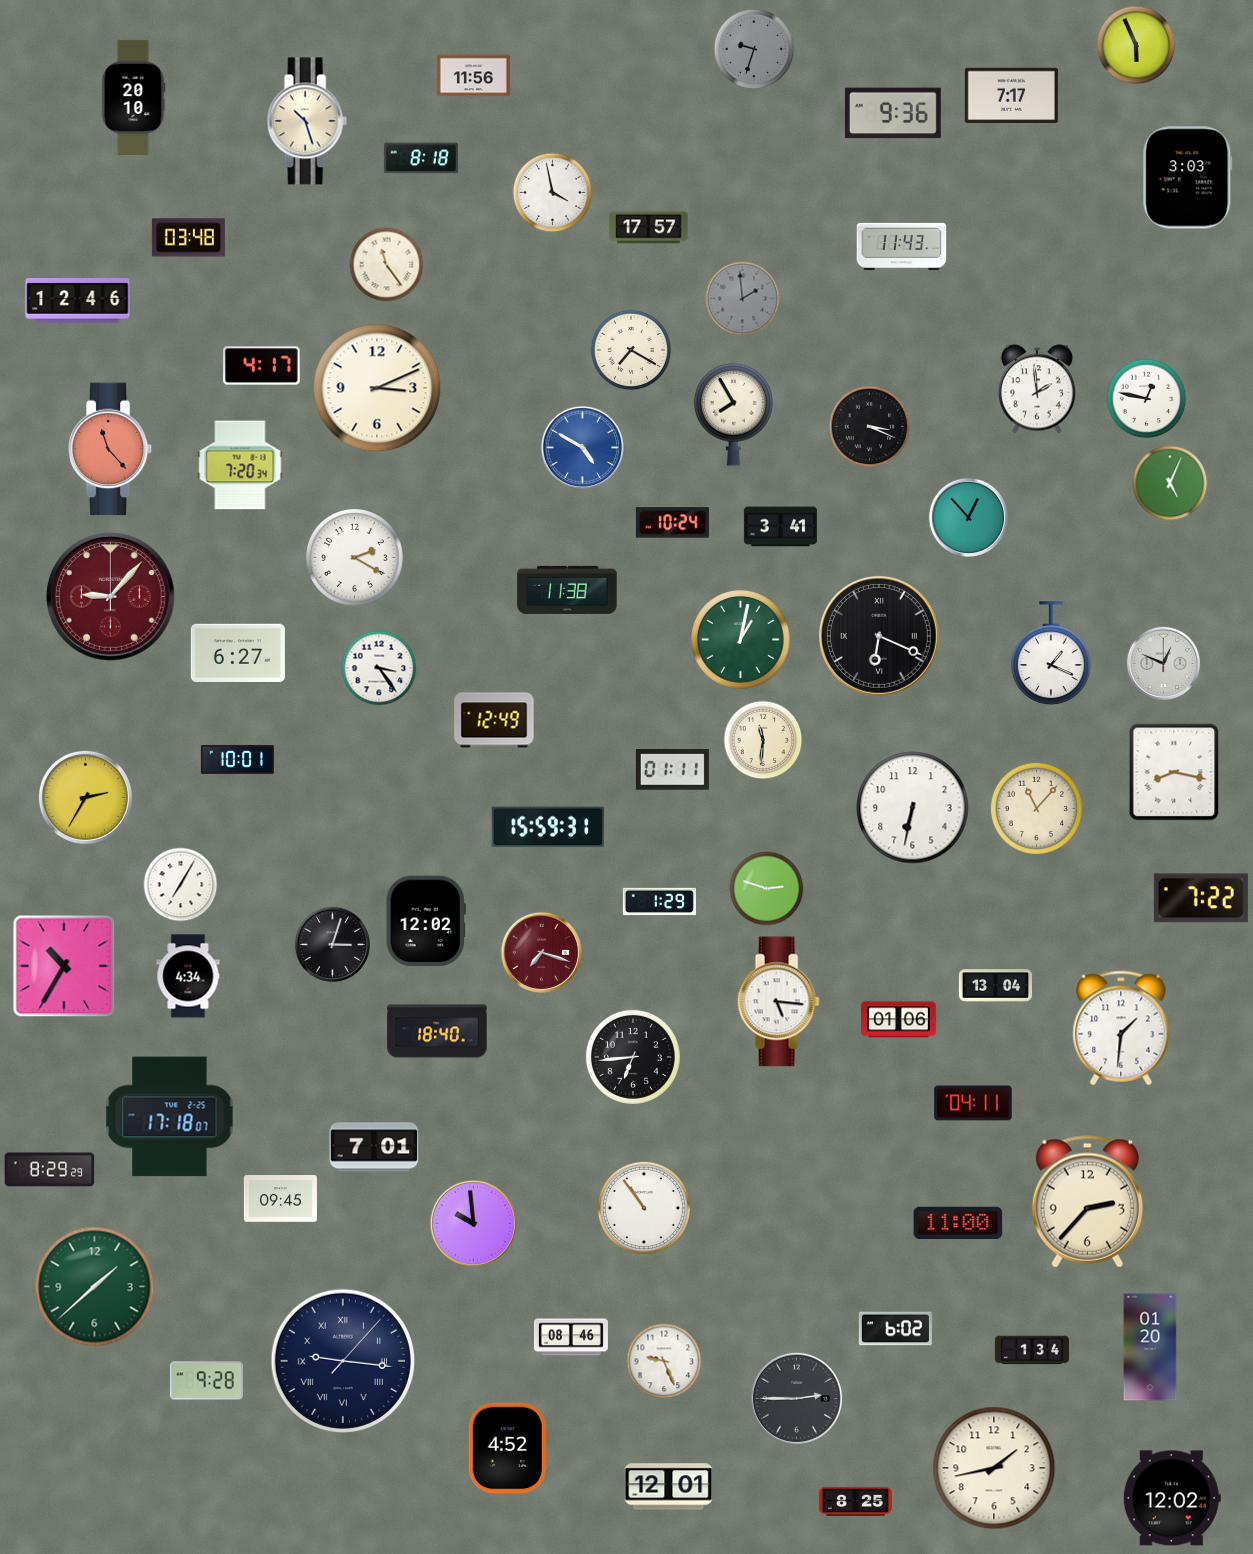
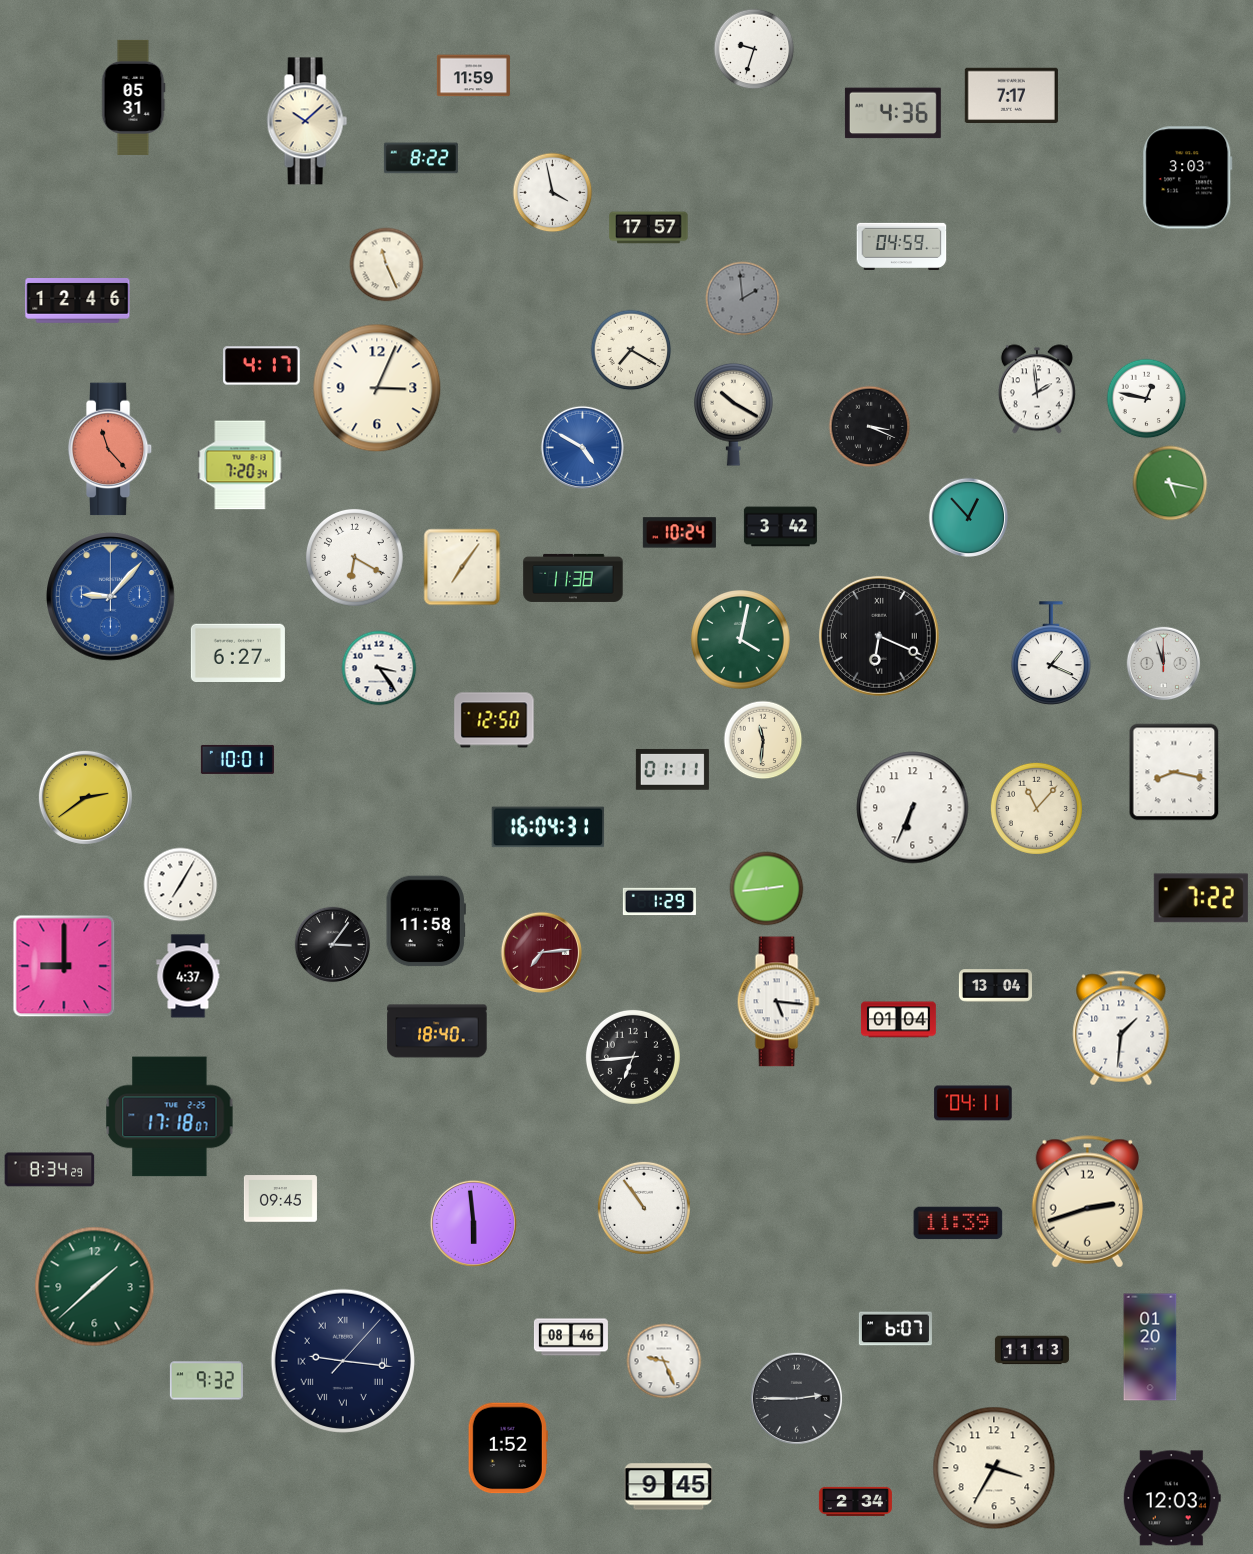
clock at (1136, 45): 5:56 -> none
clock at (754, 49) dial: grey -> white
clock at (473, 76): 11:56 -> 11:59
clock at (133, 97): 20:10 -> 05:31
clock at (893, 113): 9:36 -> 4:36
clock at (307, 121): 10:27 -> 10:08
clock at (421, 158): 8:18 -> 8:22
clock at (188, 238): 03:48 -> none
clock at (902, 246): 11:43 -> 04:59
clock at (387, 265): 11:24 -> 11:26
clock at (377, 388): 3:11 -> 3:04
clock at (734, 414): 7:55 -> 10:20
clock at (1170, 483): 5:04 -> 5:17
clock at (672, 523) position: (672, 523) -> (679, 533)
clock at (780, 527): 3:41 -> 3:42
clock at (355, 558): 2:20 -> 6:20
clock at (462, 567): none -> 7:06
clock at (567, 590) position: (567, 590) -> (573, 578)
clock at (111, 597) dial: burgundy -> blue
clock at (741, 640): 1:02 -> 4:02
clock at (1164, 664): 12:49 -> 11:57
clock at (494, 720): 12:49 -> 12:50
clock at (85, 797): 2:35 -> 2:39
clock at (913, 808): 6:32 -> 6:34
clock at (548, 827): 15:59 -> 16:04
clock at (767, 889): 2:48 -> 2:44
clock at (426, 921): 12:02 -> 11:58
clock at (333, 945): 3:03 -> 3:06
clock at (541, 952): 7:18 -> 7:14
clock at (64, 966): 10:35 -> 9:00
clock at (188, 976): 4:34 -> 4:37
clock at (898, 1020): 01:06 -> 01:04
clock at (374, 1147): 7:01 -> none
clock at (50, 1170): 8:29 -> 8:34
clock at (1087, 1202): 2:37 -> 2:42
clock at (473, 1223): 9:59 -> 5:59
clock at (958, 1223): 11:00 -> 11:39
clock at (895, 1329): 6:02 -> 6:07
clock at (1032, 1350): 1:34 -> 11:13
clock at (206, 1381): 9:28 -> 9:32
clock at (508, 1448): 4:52 -> 1:52
clock at (994, 1468): 1:43 -> 3:35
clock at (669, 1487): 12:01 -> 9:45
clock at (1172, 1498): 12:02 -> 12:03
clock at (855, 1501): 8:25 -> 2:34
